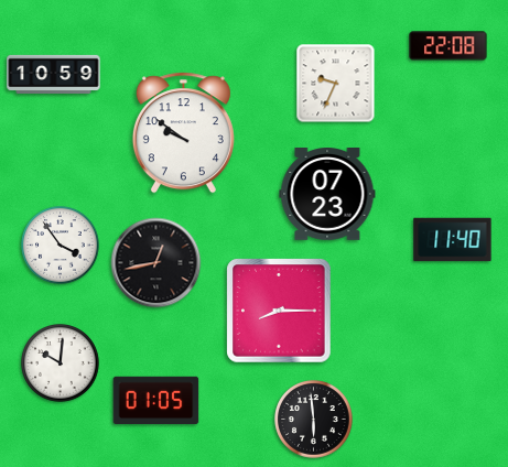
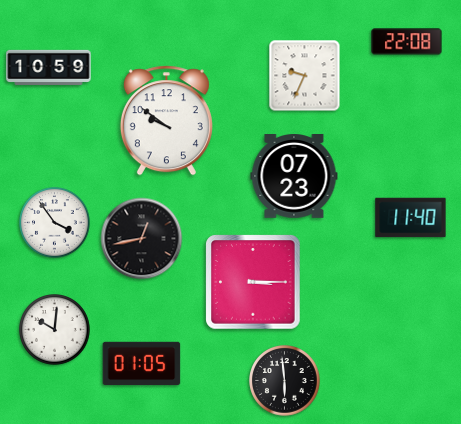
clock at (327, 195) position: (327, 195) -> (294, 177)
clock at (279, 311): 8:15 -> 3:15
